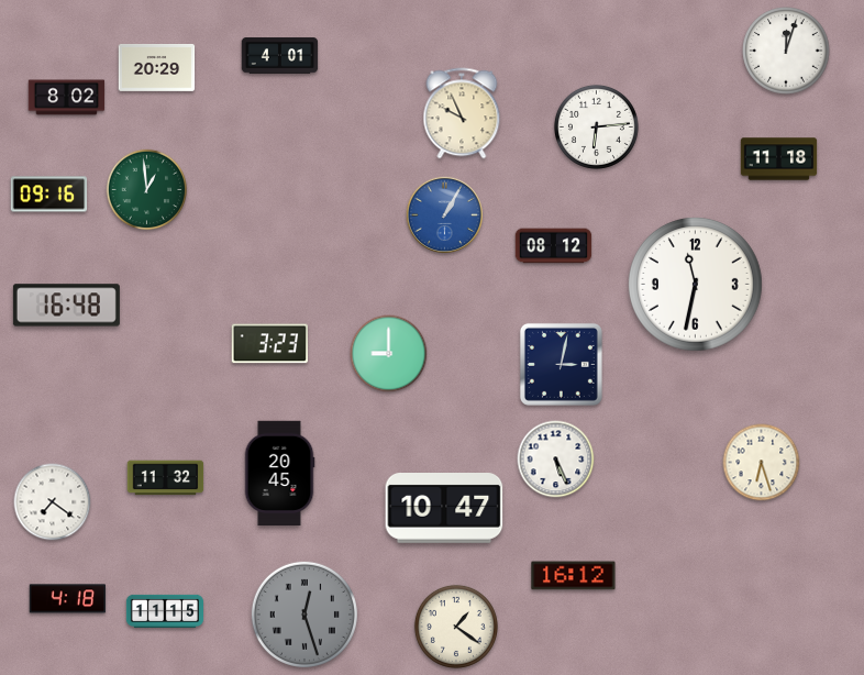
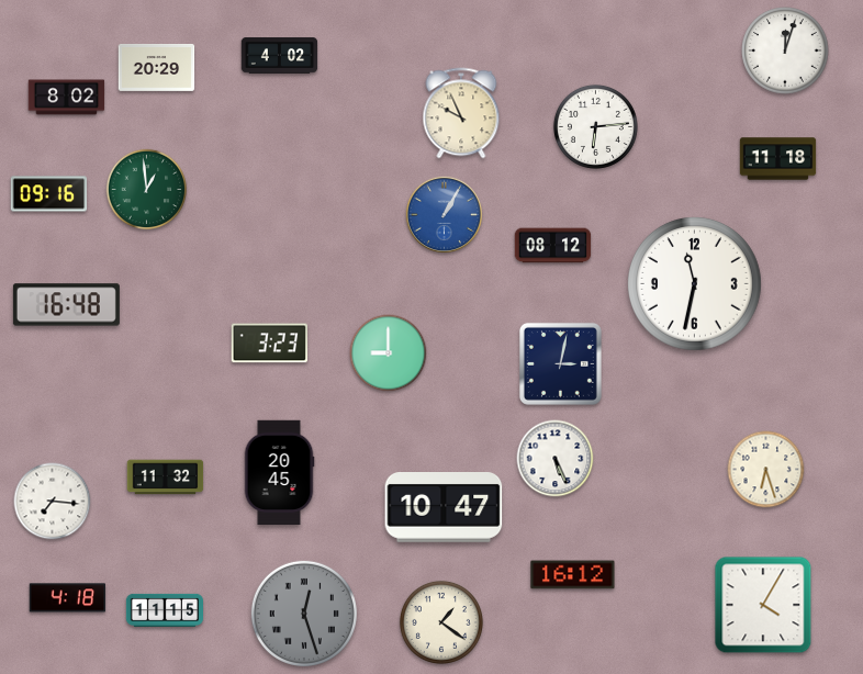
clock at (280, 56): 4:01 -> 4:02
clock at (762, 463) position: (762, 463) -> (766, 470)
clock at (53, 502): 7:21 -> 7:16
clock at (763, 605): none -> 4:05
clock at (456, 627) position: (456, 627) -> (441, 622)
